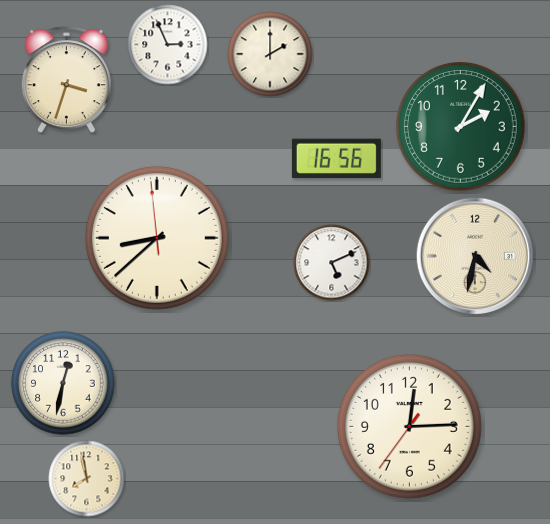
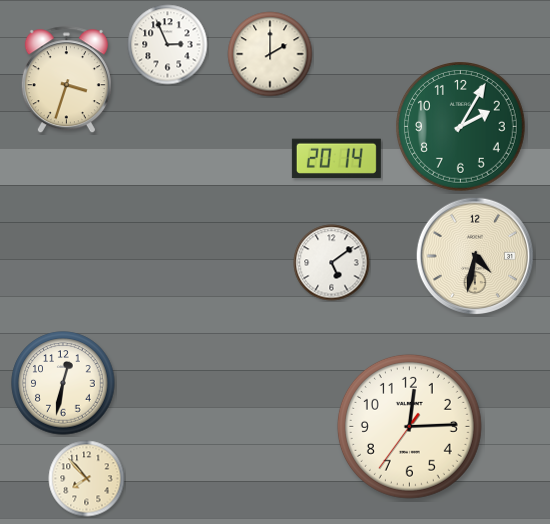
clock at (336, 159): 16:56 -> 20:14
clock at (157, 238): 8:37 -> none
clock at (332, 263): 5:11 -> 5:09
clock at (87, 479): 7:58 -> 7:53
